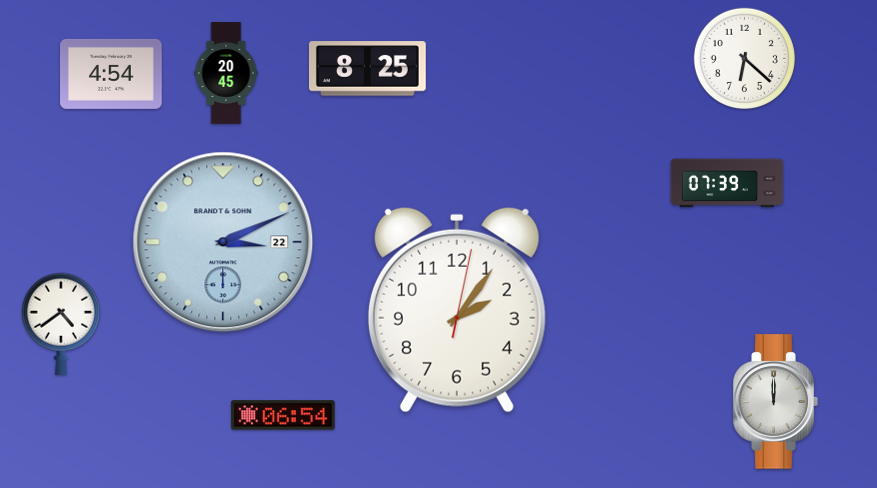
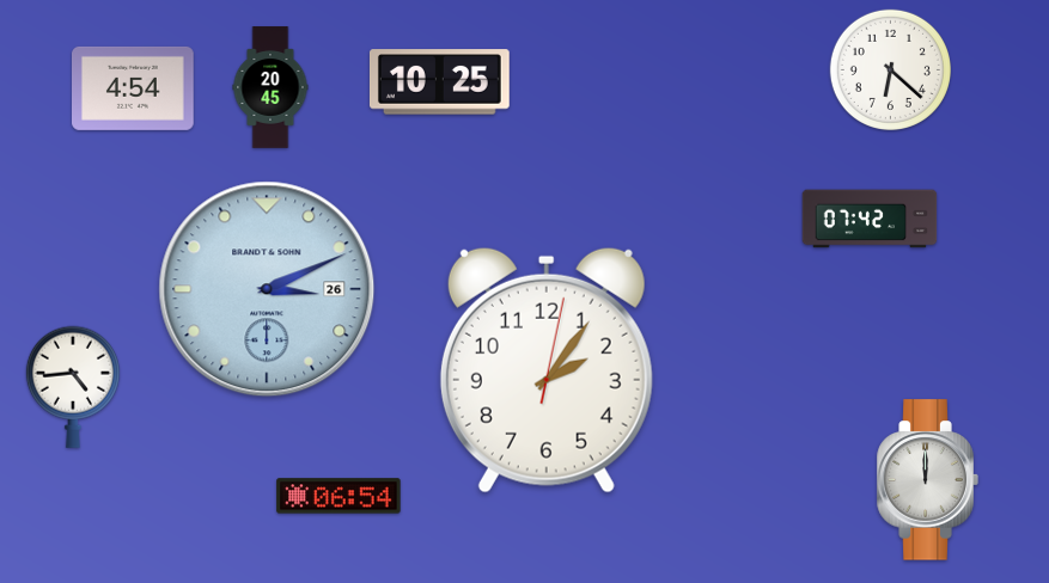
clock at (367, 69): 8:25 -> 10:25
clock at (727, 183): 07:39 -> 07:42
clock at (223, 242) date: 22 -> 26
clock at (61, 324): 4:39 -> 4:44
